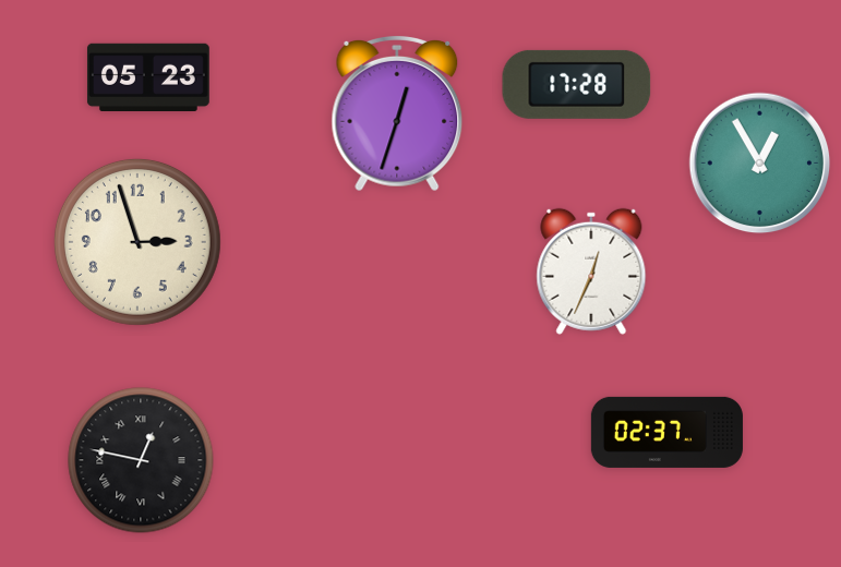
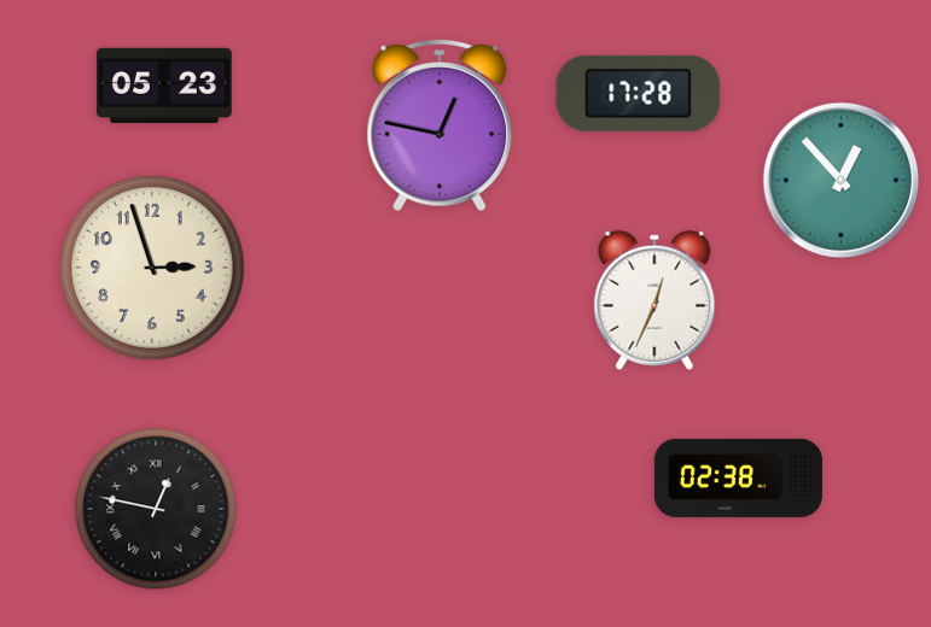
clock at (397, 113): 12:33 -> 12:47
clock at (760, 164): 12:55 -> 12:53
clock at (666, 432): 02:37 -> 02:38
